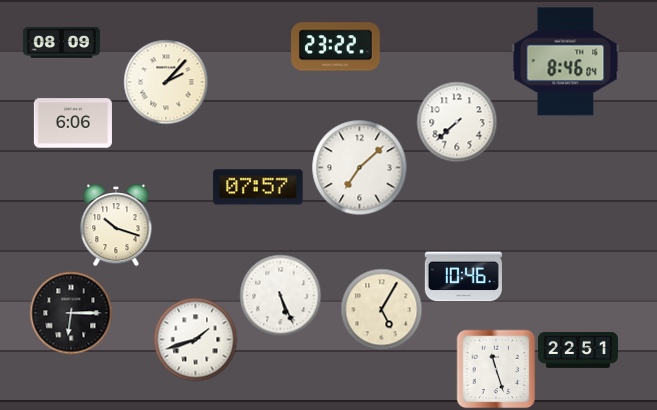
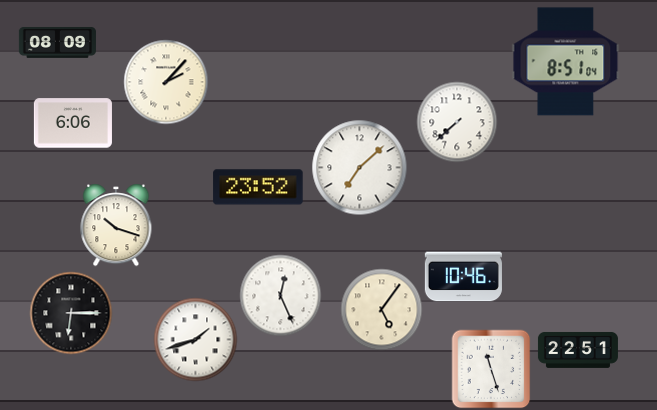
clock at (61, 42) position: (61, 42) -> (57, 42)
clock at (336, 47): 23:22 -> none
clock at (566, 62): 8:46 -> 8:51
clock at (258, 187): 07:57 -> 23:52
clock at (280, 295): 5:26 -> 12:26
clock at (381, 309): 5:05 -> 5:06
clock at (496, 369) position: (496, 369) -> (491, 369)
